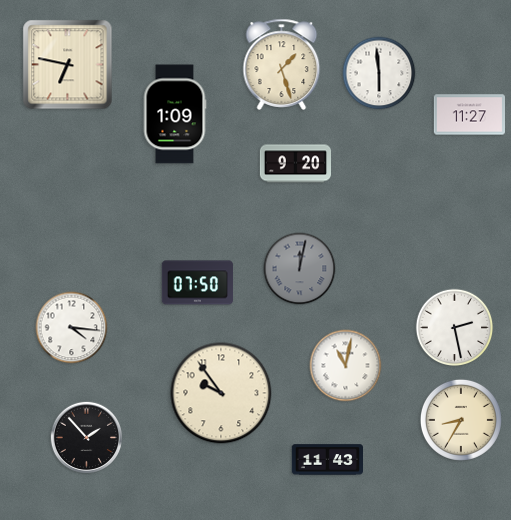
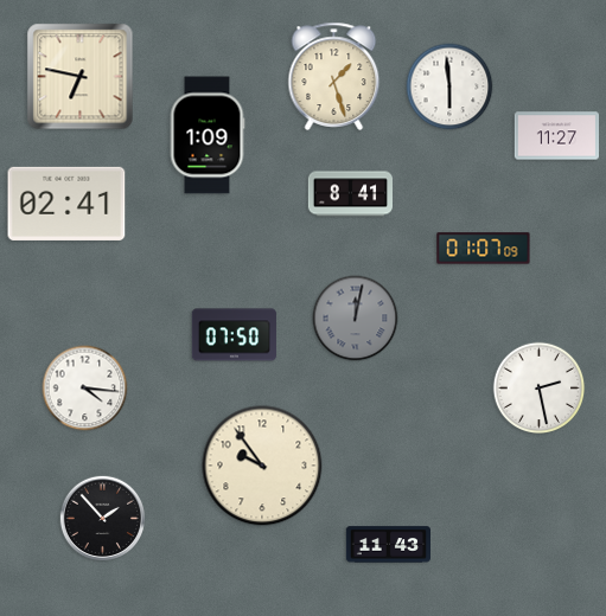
clock at (295, 164): 9:20 -> 8:41
clock at (66, 204): none -> 02:41
clock at (484, 249): none -> 01:07
clock at (346, 366): 11:02 -> none
clock at (461, 420): 8:35 -> none
